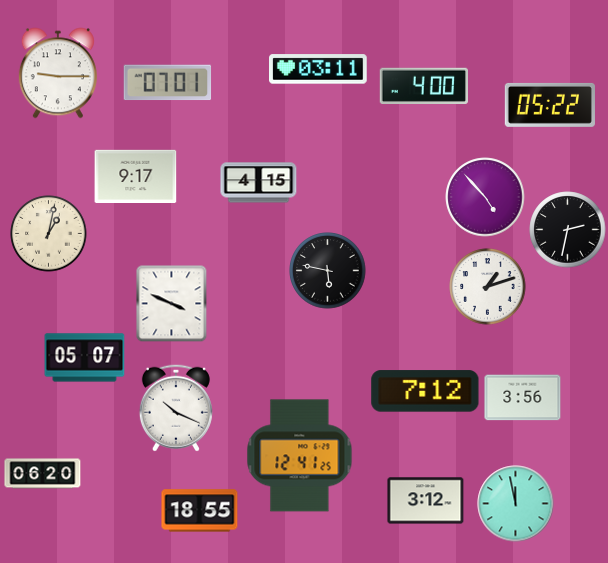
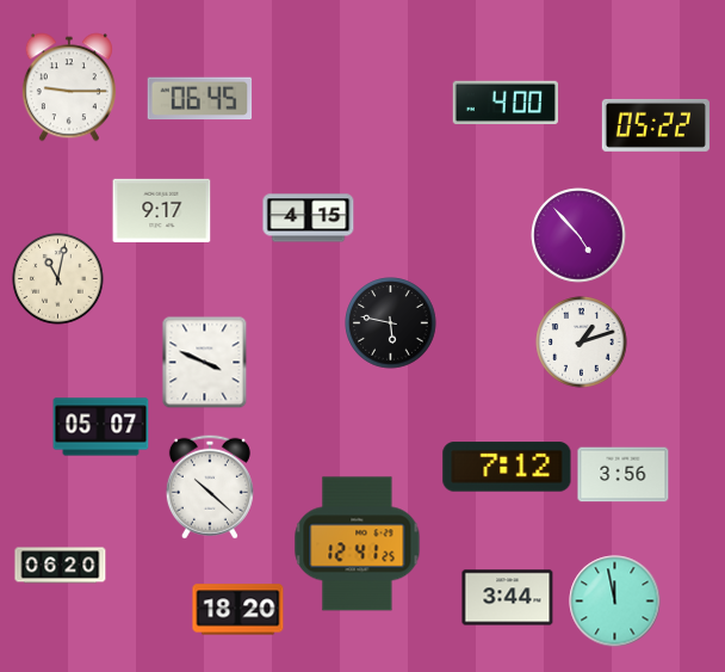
clock at (319, 69): 03:11 -> none
clock at (168, 83): 07:01 -> 06:45
clock at (568, 230): 2:32 -> none
clock at (49, 234): 1:02 -> 11:02
clock at (176, 408): 10:19 -> 10:22
clock at (43, 474) position: (43, 474) -> (61, 566)
clock at (426, 501): 3:12 -> 3:44
clock at (200, 511): 18:55 -> 18:20
